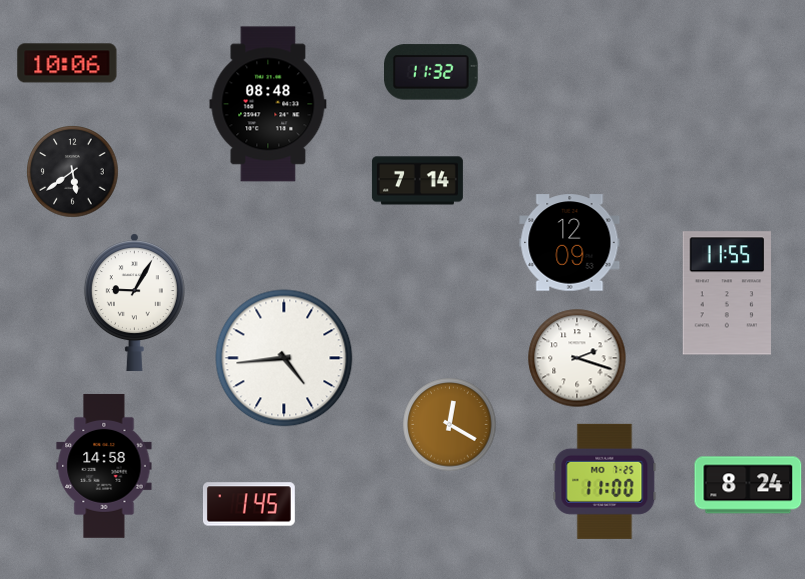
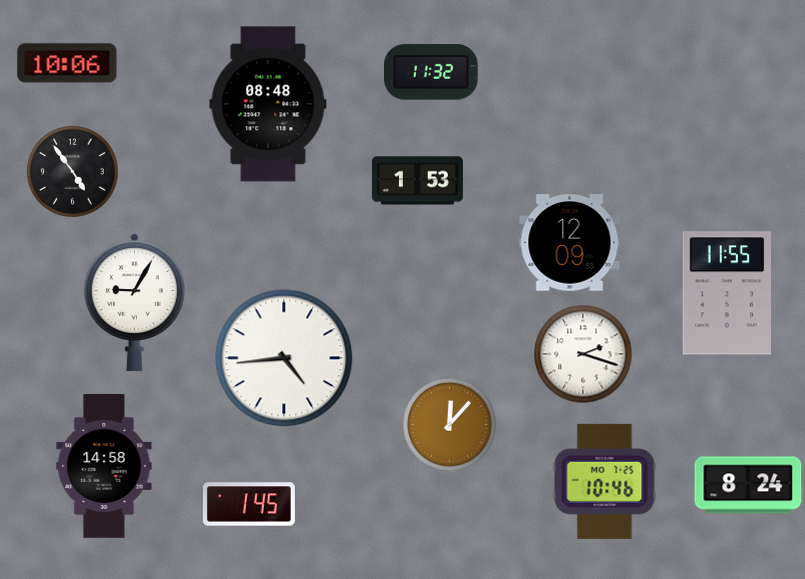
clock at (73, 172): 5:39 -> 4:54
clock at (417, 181): 7:14 -> 1:53
clock at (577, 358) position: (577, 358) -> (583, 354)
clock at (450, 425): 12:20 -> 12:07
clock at (605, 481): 11:00 -> 10:46
